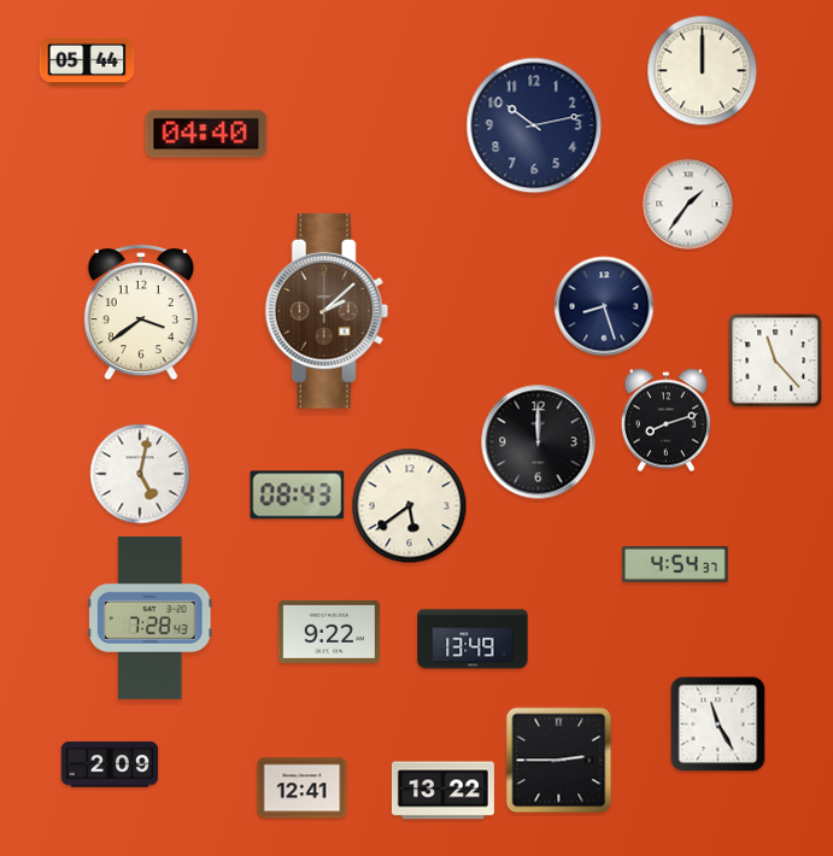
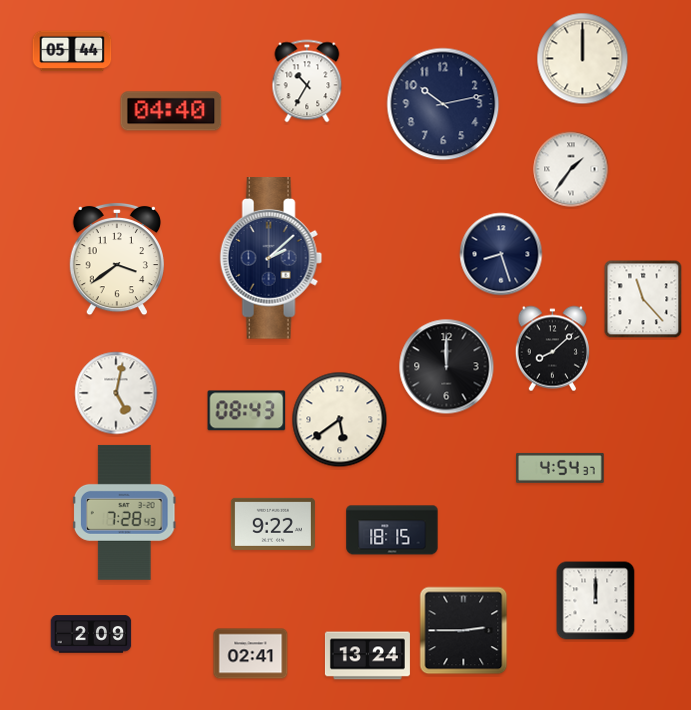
clock at (307, 81): none -> 10:35
clock at (327, 311) dial: brown -> navy
clock at (665, 421): 8:12 -> 8:08
clock at (473, 639): 13:49 -> 18:15
clock at (718, 725): 11:25 -> 12:00
clock at (303, 788): 12:41 -> 02:41
clock at (442, 791): 13:22 -> 13:24
